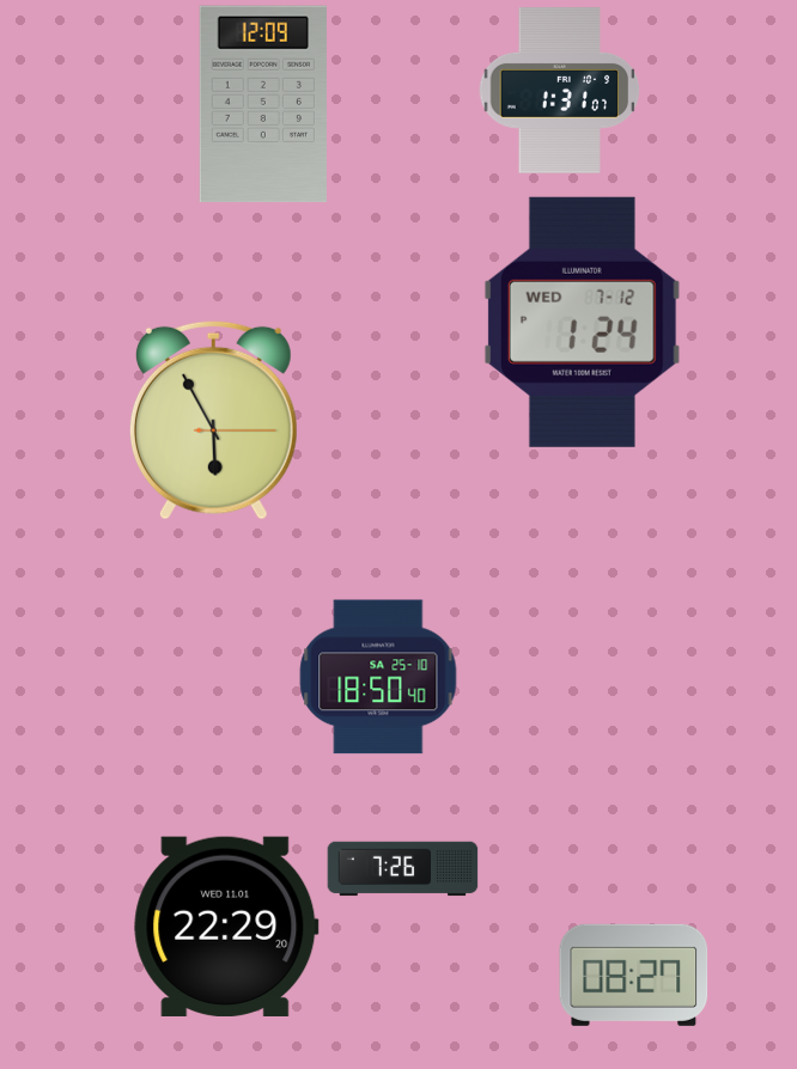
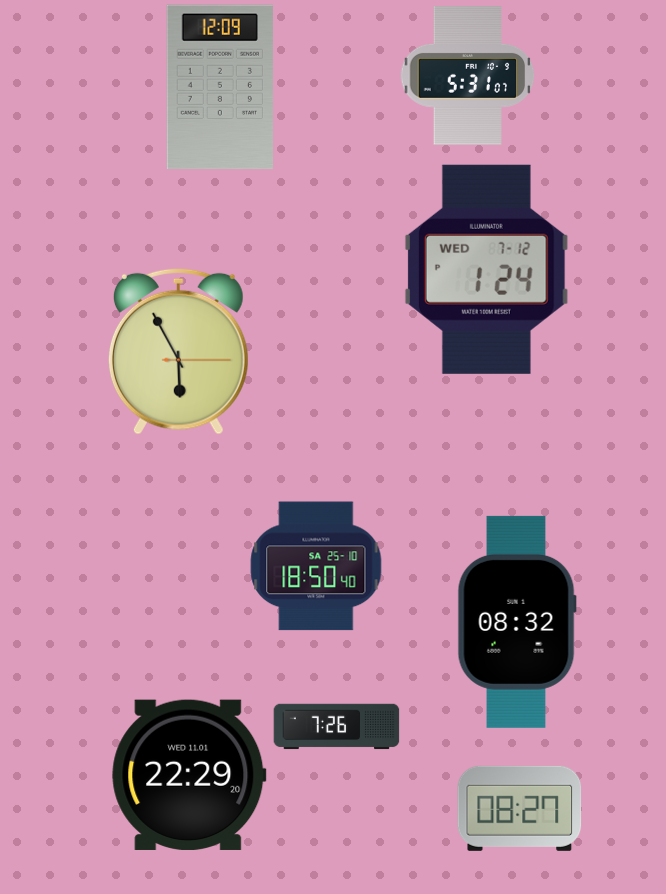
clock at (560, 91): 1:31 -> 5:31
clock at (517, 622): none -> 08:32
clock at (634, 975) position: (634, 975) -> (520, 808)
